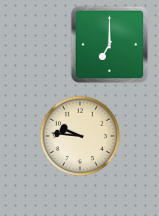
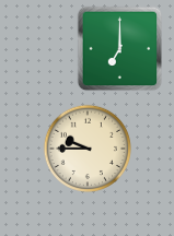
clock at (79, 135): 9:46 -> 9:45
